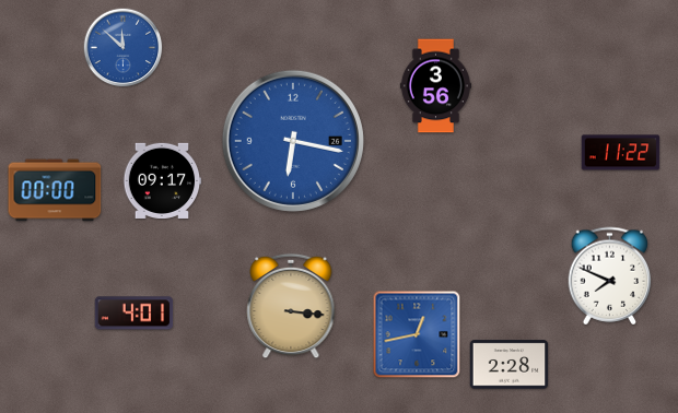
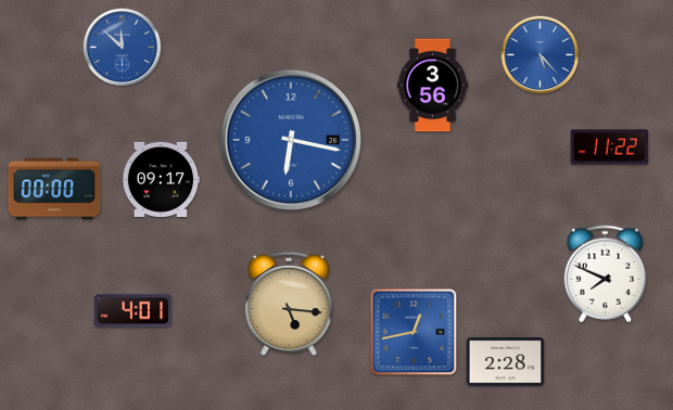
clock at (541, 55): none -> 5:23
clock at (621, 153) position: (621, 153) -> (610, 148)
clock at (291, 306): 3:16 -> 5:16
